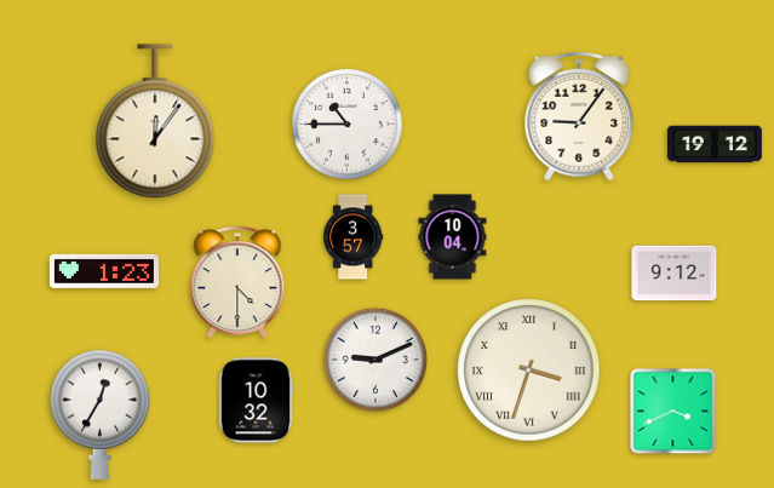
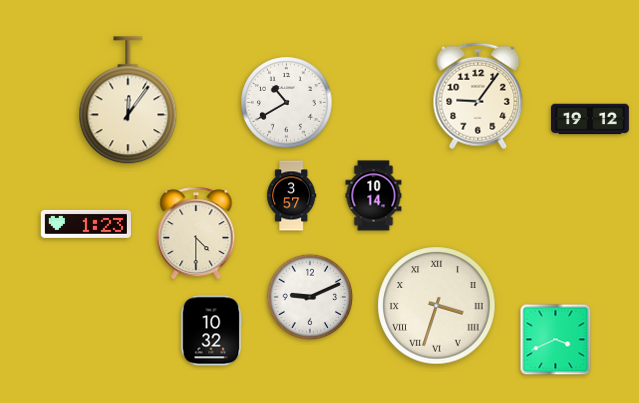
clock at (348, 125): 10:45 -> 10:40
clock at (453, 237): 10:04 -> 10:14
clock at (675, 274): 9:12 -> none
clock at (101, 414): 12:35 -> none
